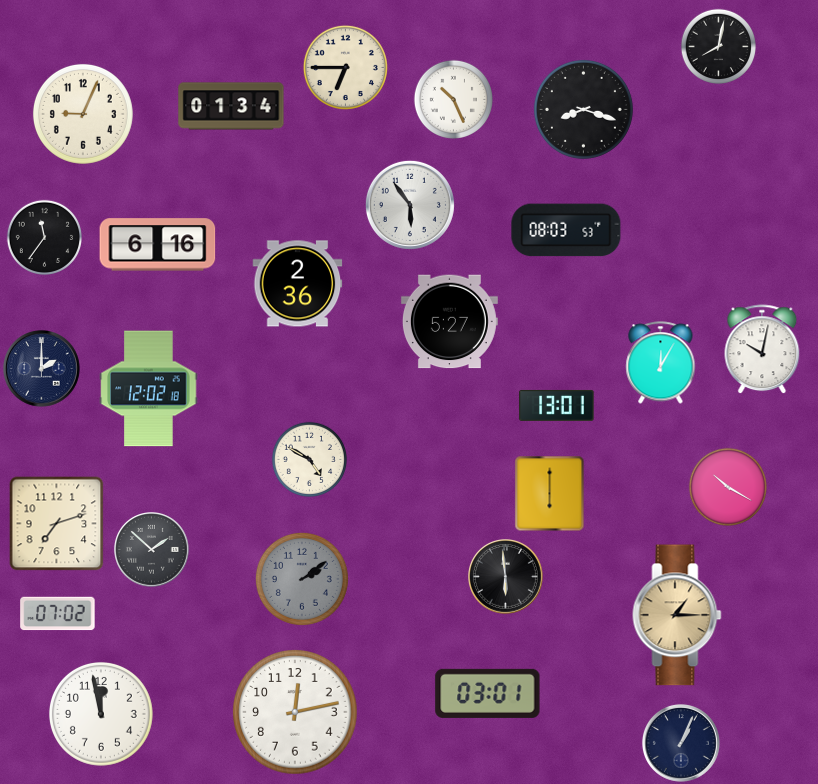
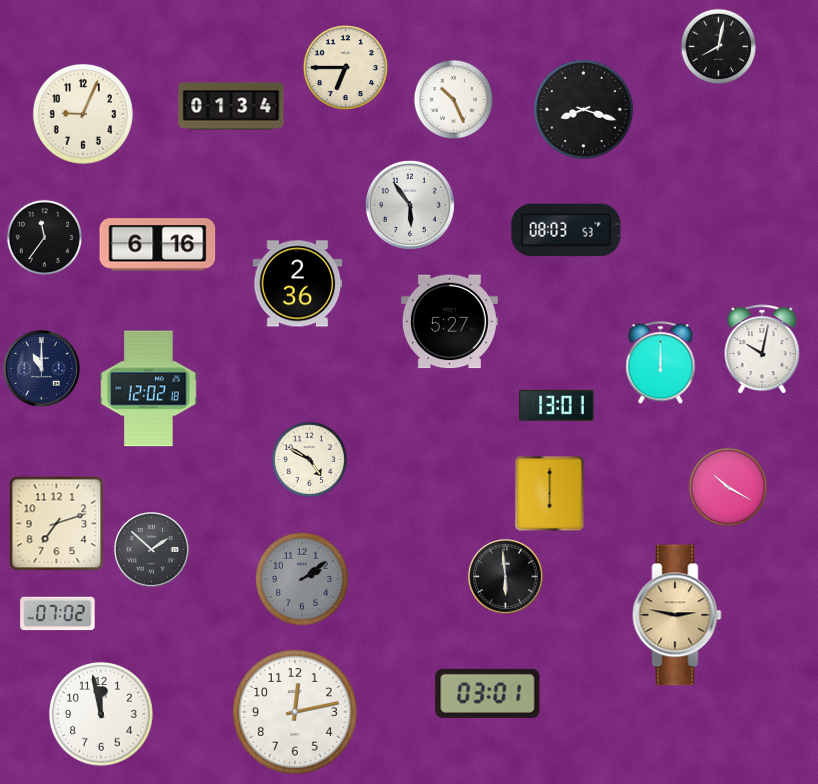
clock at (661, 363): 12:05 -> 12:00
clock at (41, 368): 2:00 -> 11:00
clock at (677, 615): 1:15 -> 2:47
clock at (681, 743): 1:04 -> none
